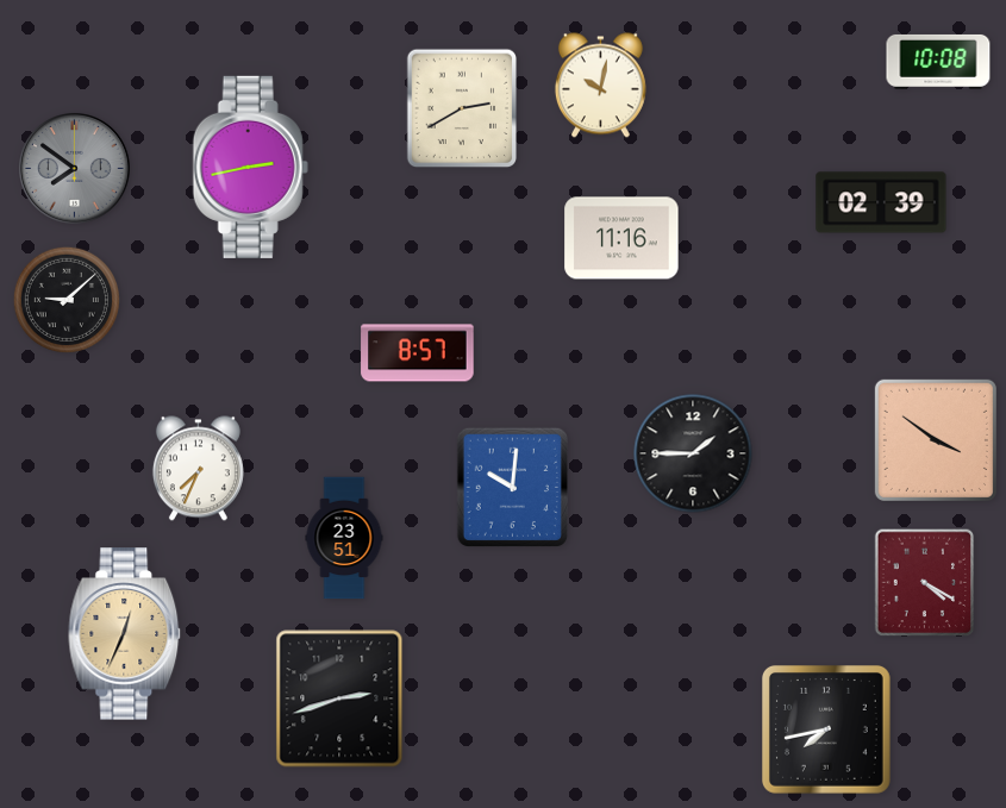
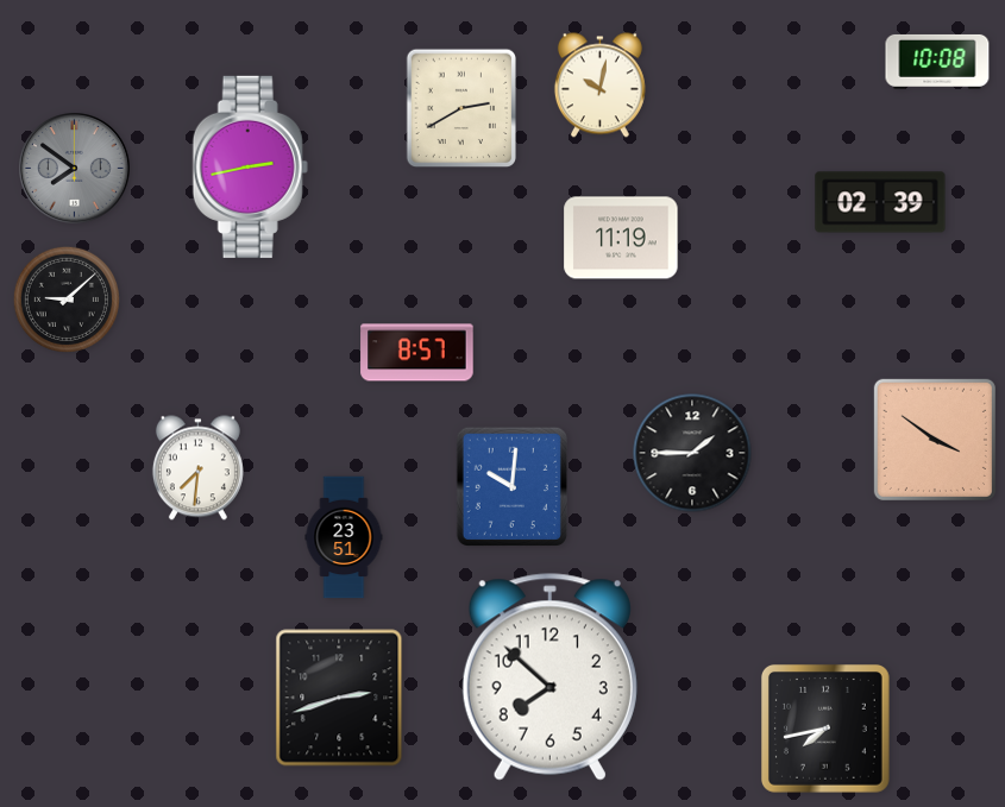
clock at (621, 238): 11:16 -> 11:19
clock at (198, 469): 7:34 -> 7:31
clock at (925, 583): 4:20 -> none
clock at (125, 634): 12:34 -> none
clock at (549, 677): none -> 7:52
